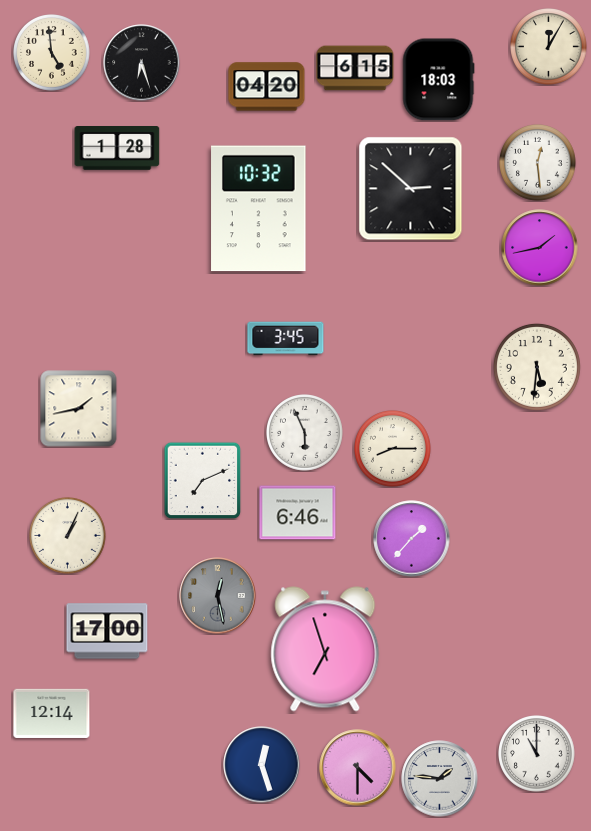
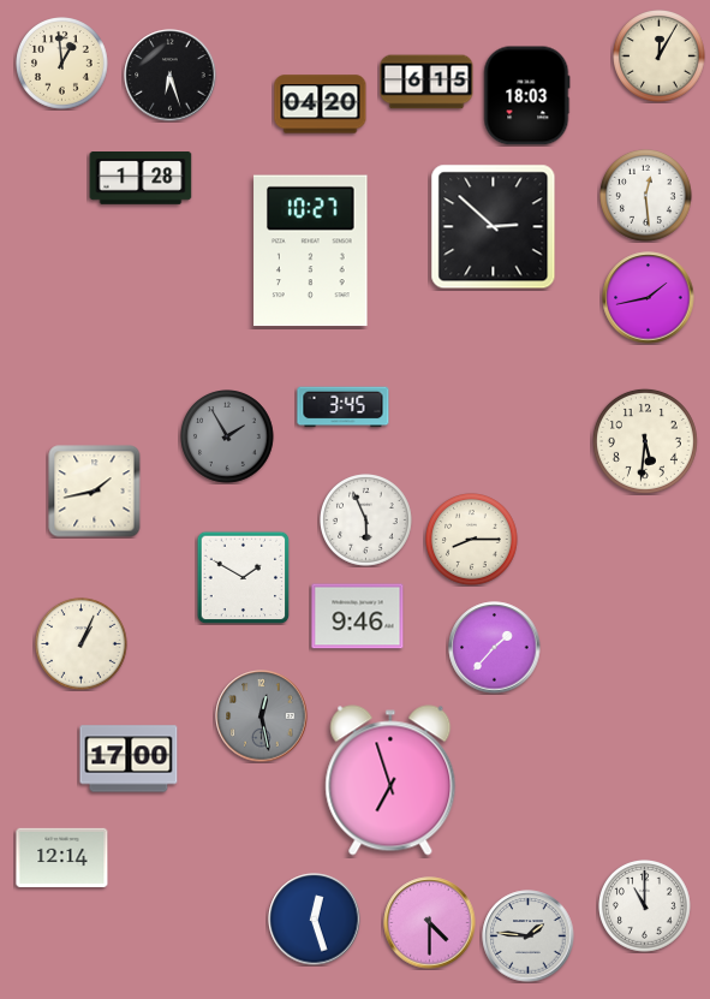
clock at (52, 53): 4:59 -> 12:59
clock at (259, 209): 10:32 -> 10:27
clock at (228, 438): none -> 1:55
clock at (202, 480): 7:11 -> 1:50
clock at (298, 513): 6:46 -> 9:46
